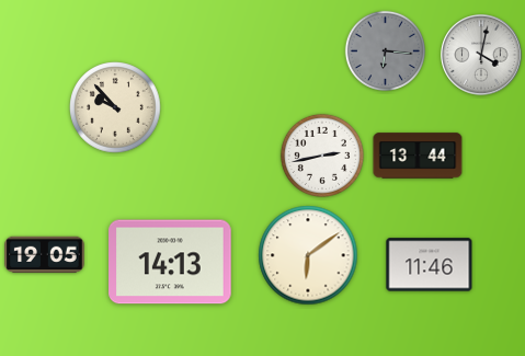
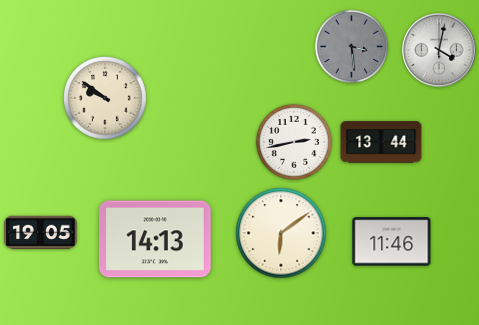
clock at (385, 50): 6:16 -> 3:29
clock at (115, 107): 9:53 -> 9:51
